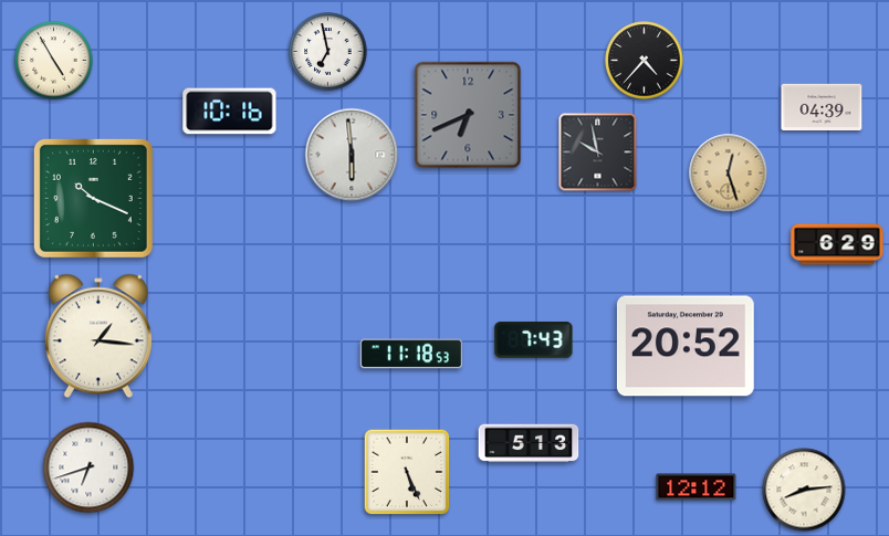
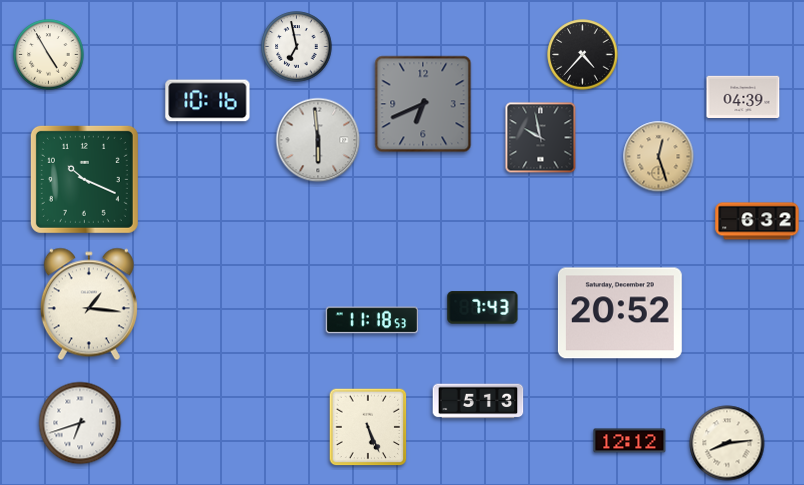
clock at (837, 244): 6:29 -> 6:32
